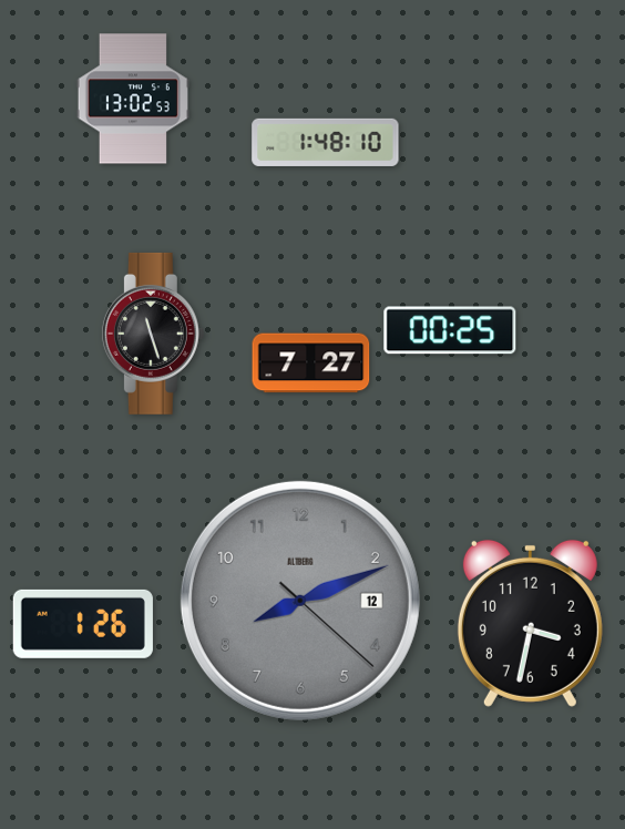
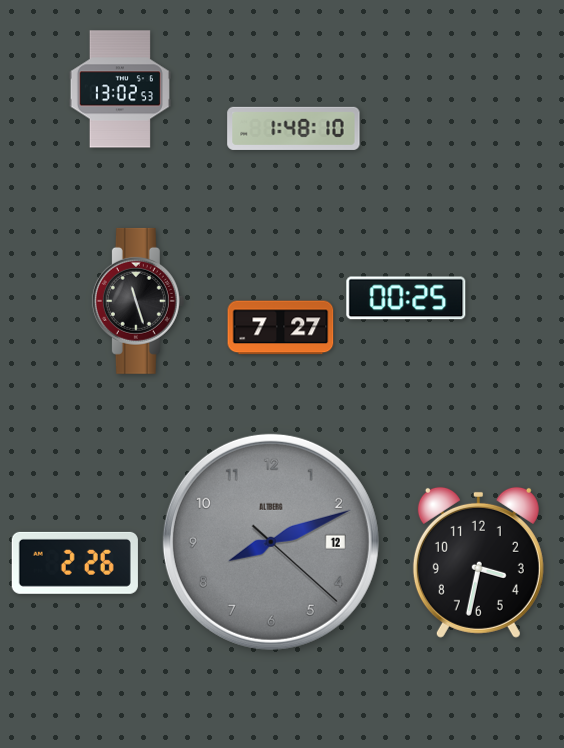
clock at (83, 624): 1:26 -> 2:26
